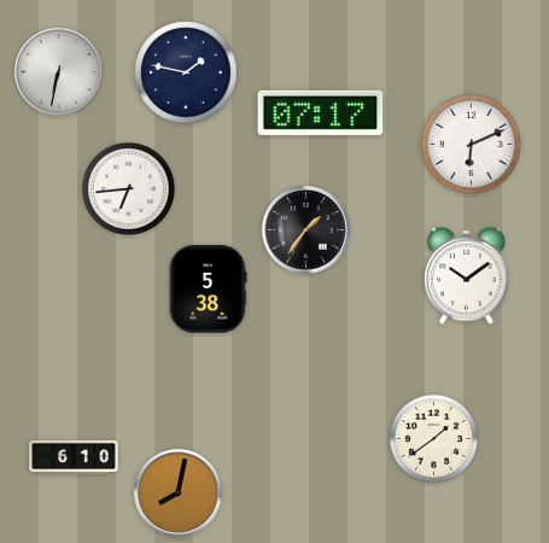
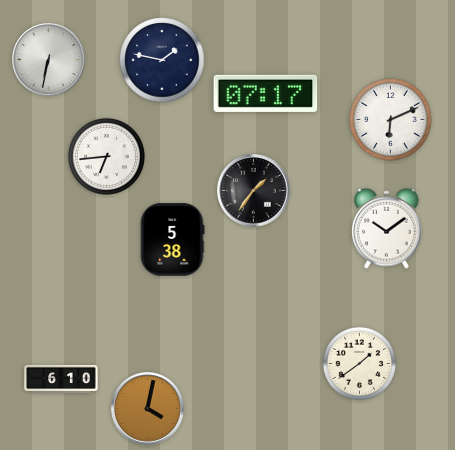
clock at (186, 72) position: (186, 72) -> (162, 60)
clock at (179, 494): 8:02 -> 4:02
